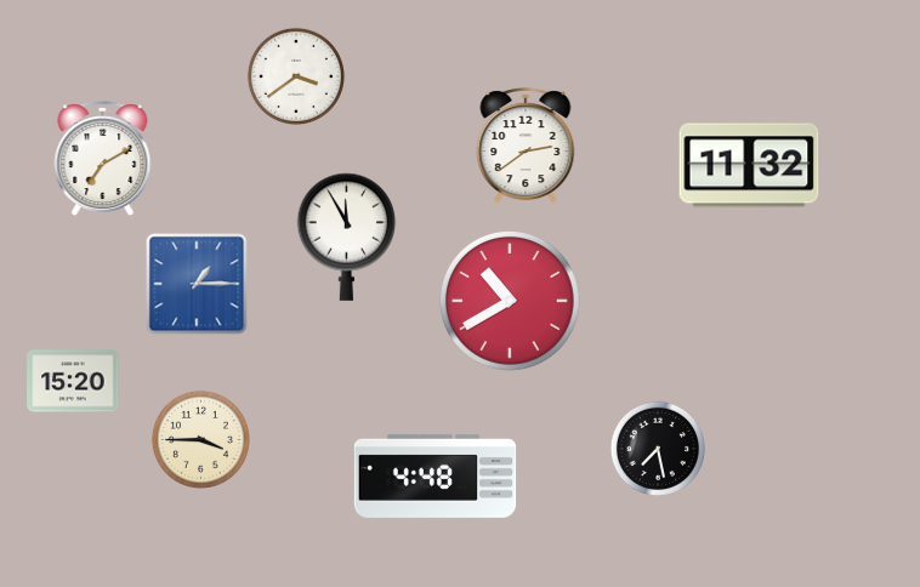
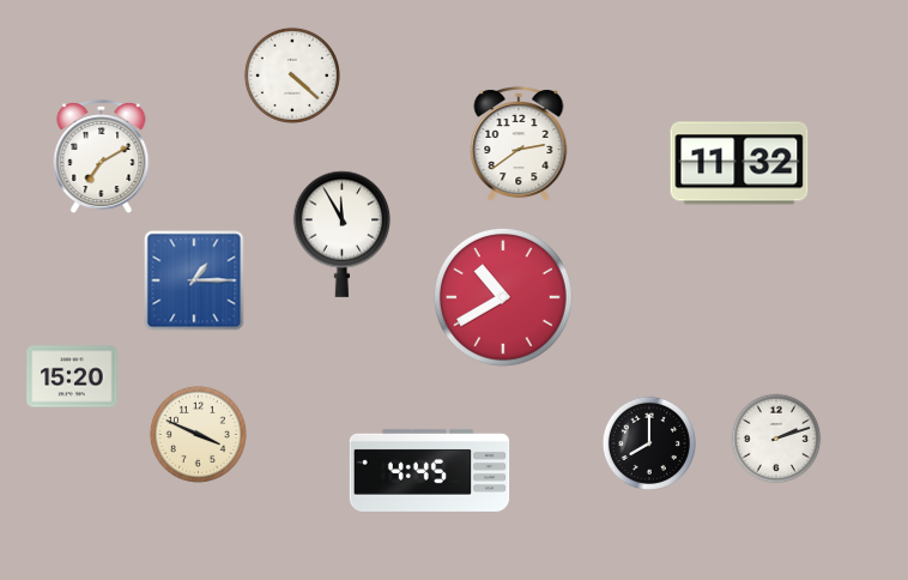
clock at (296, 76): 3:39 -> 4:22
clock at (200, 439): 3:45 -> 3:49
clock at (776, 439): none -> 2:12
clock at (658, 449): 7:28 -> 8:00
clock at (436, 475): 4:48 -> 4:45
